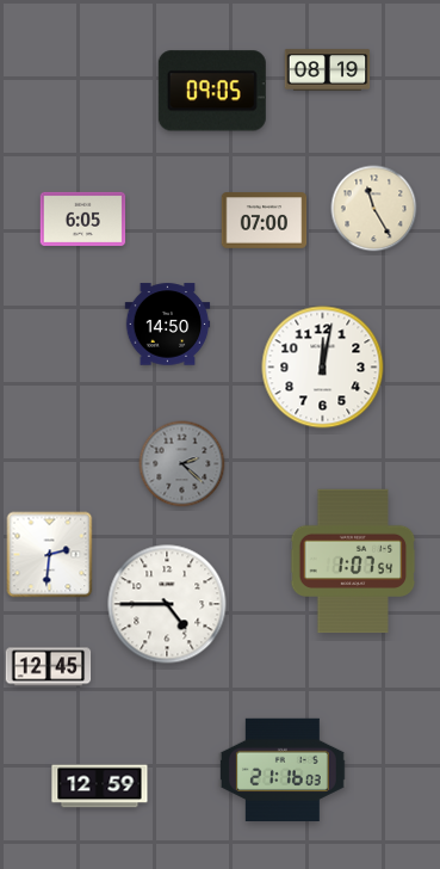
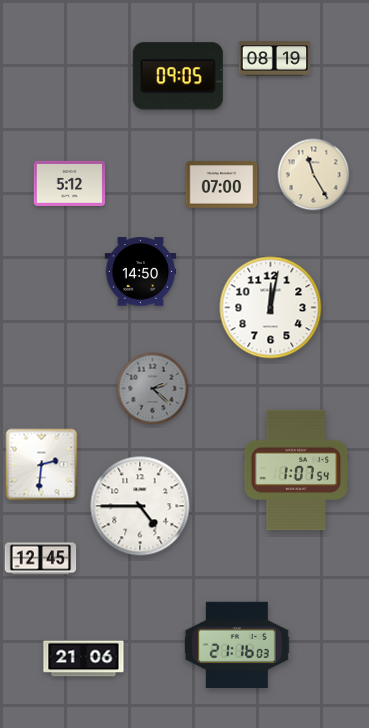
clock at (83, 218): 6:05 -> 5:12
clock at (100, 787): 12:59 -> 21:06
